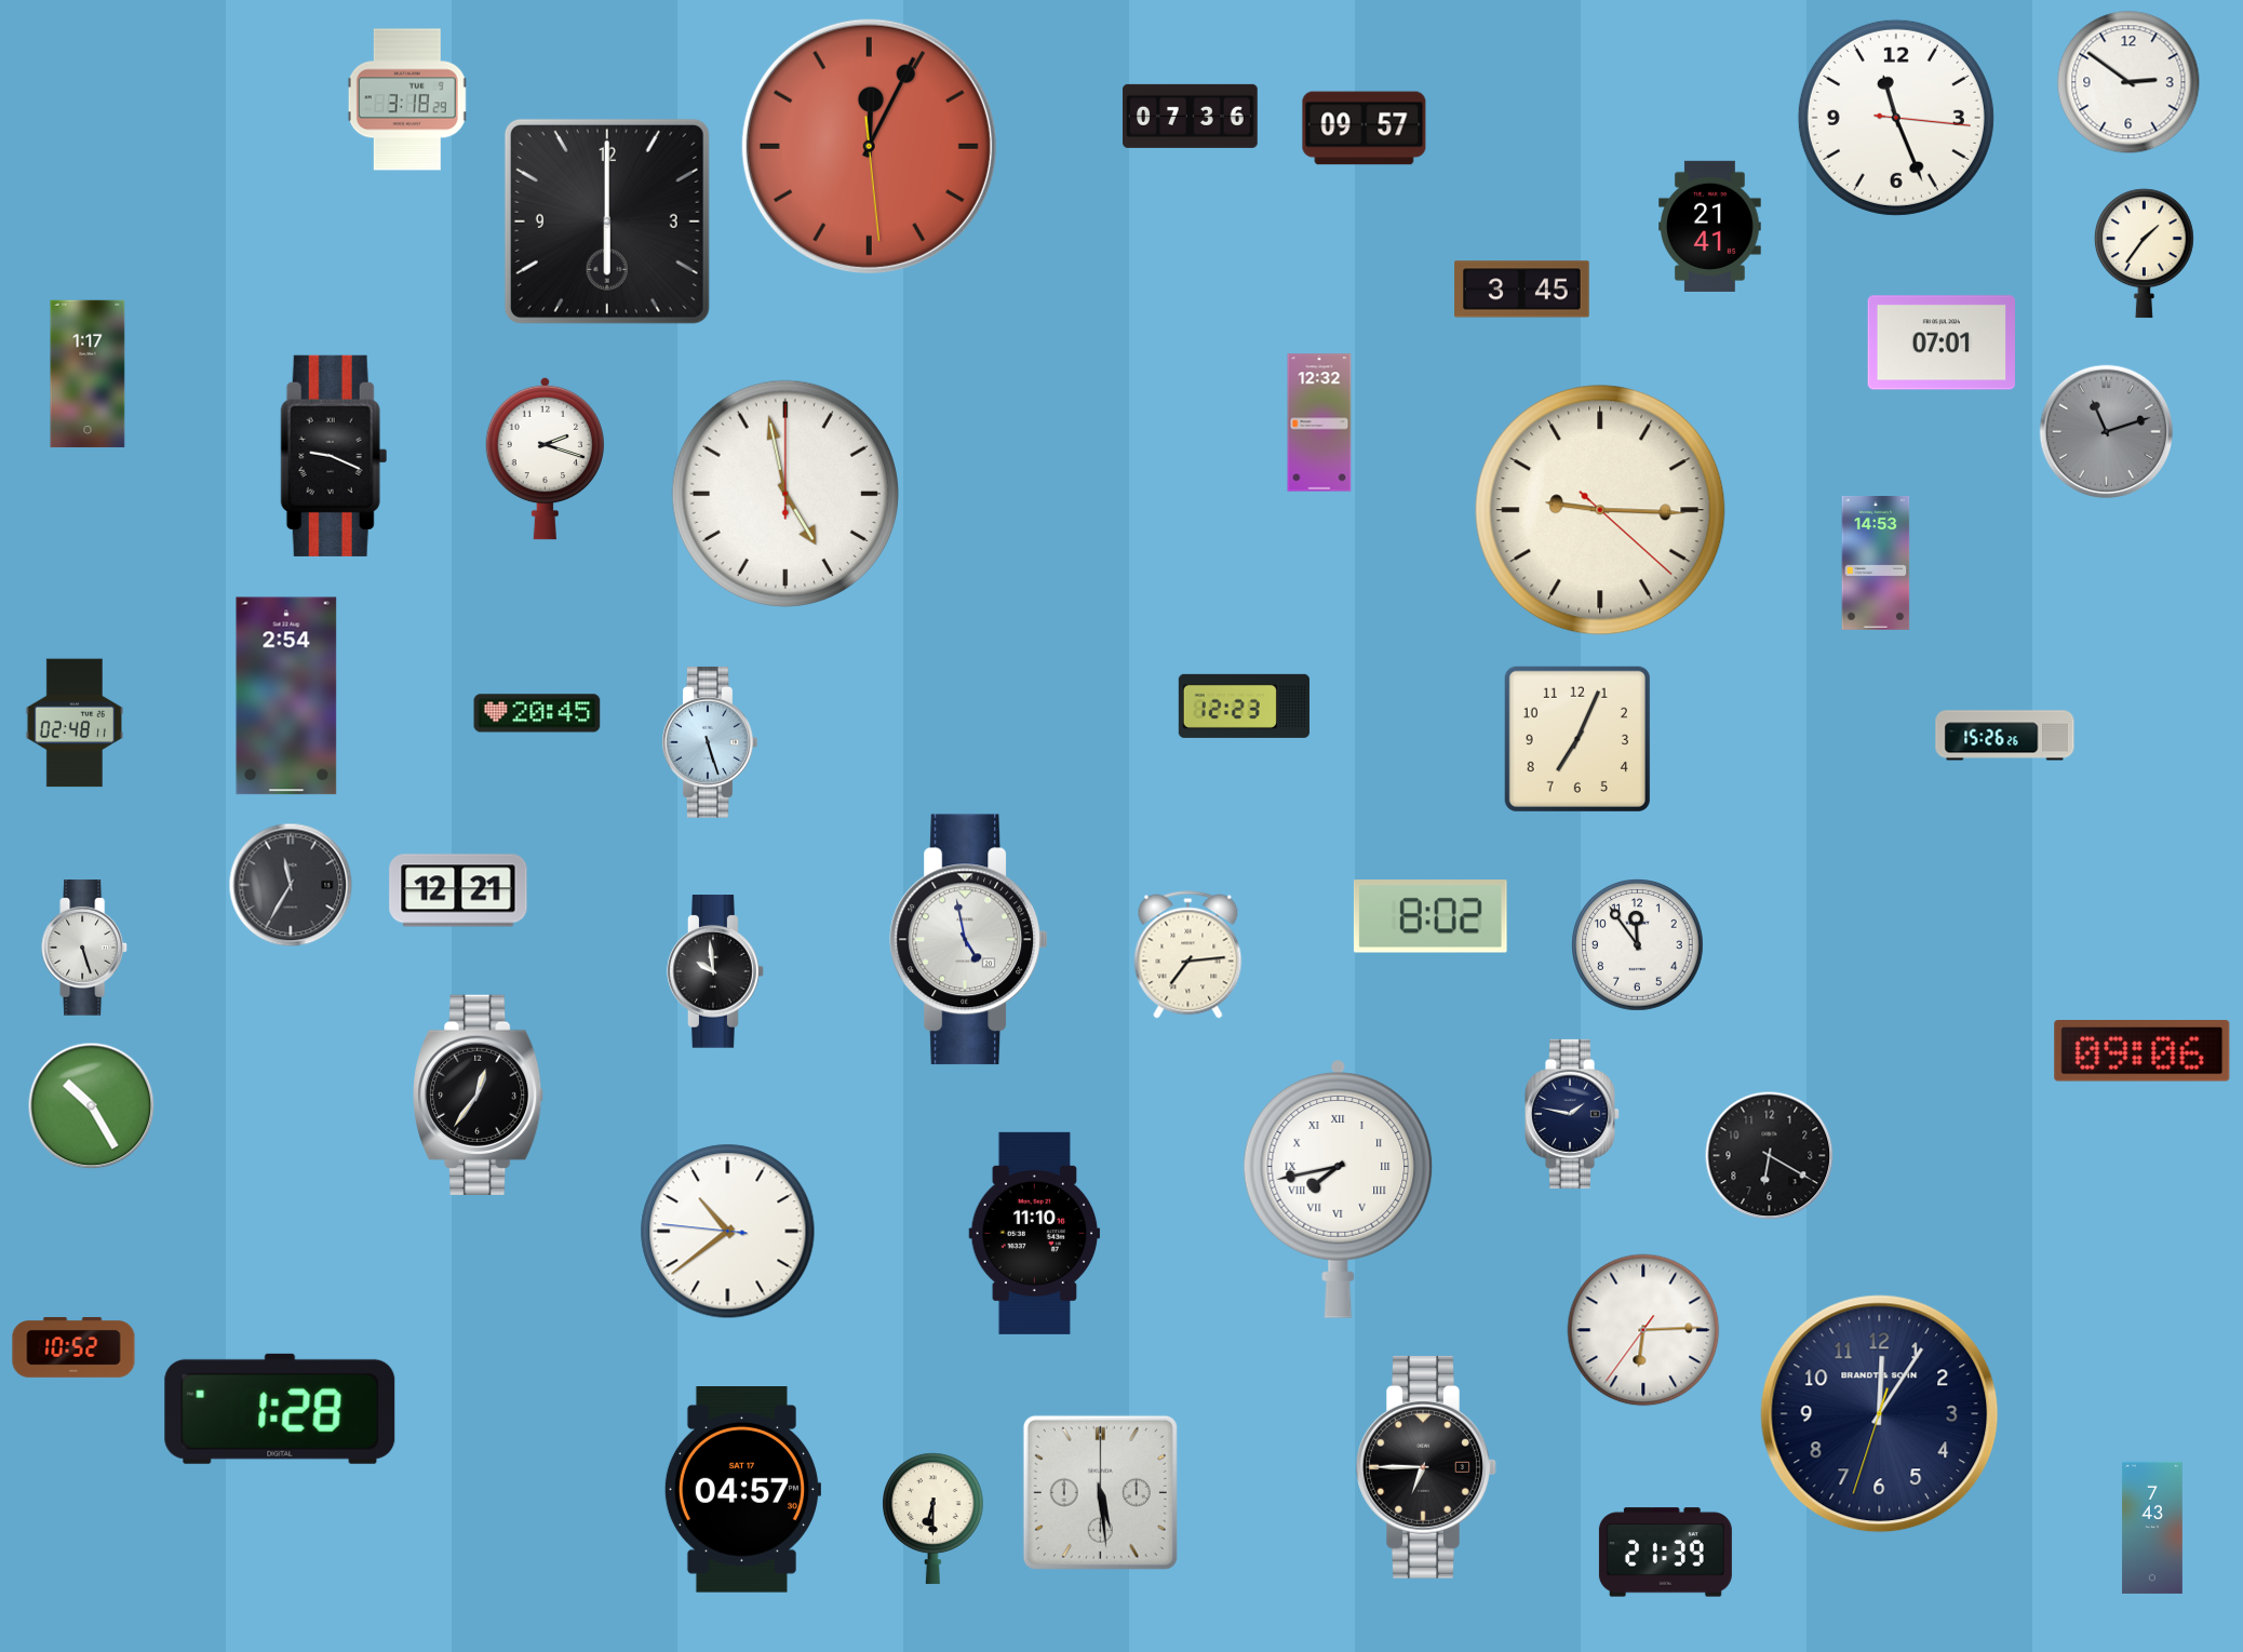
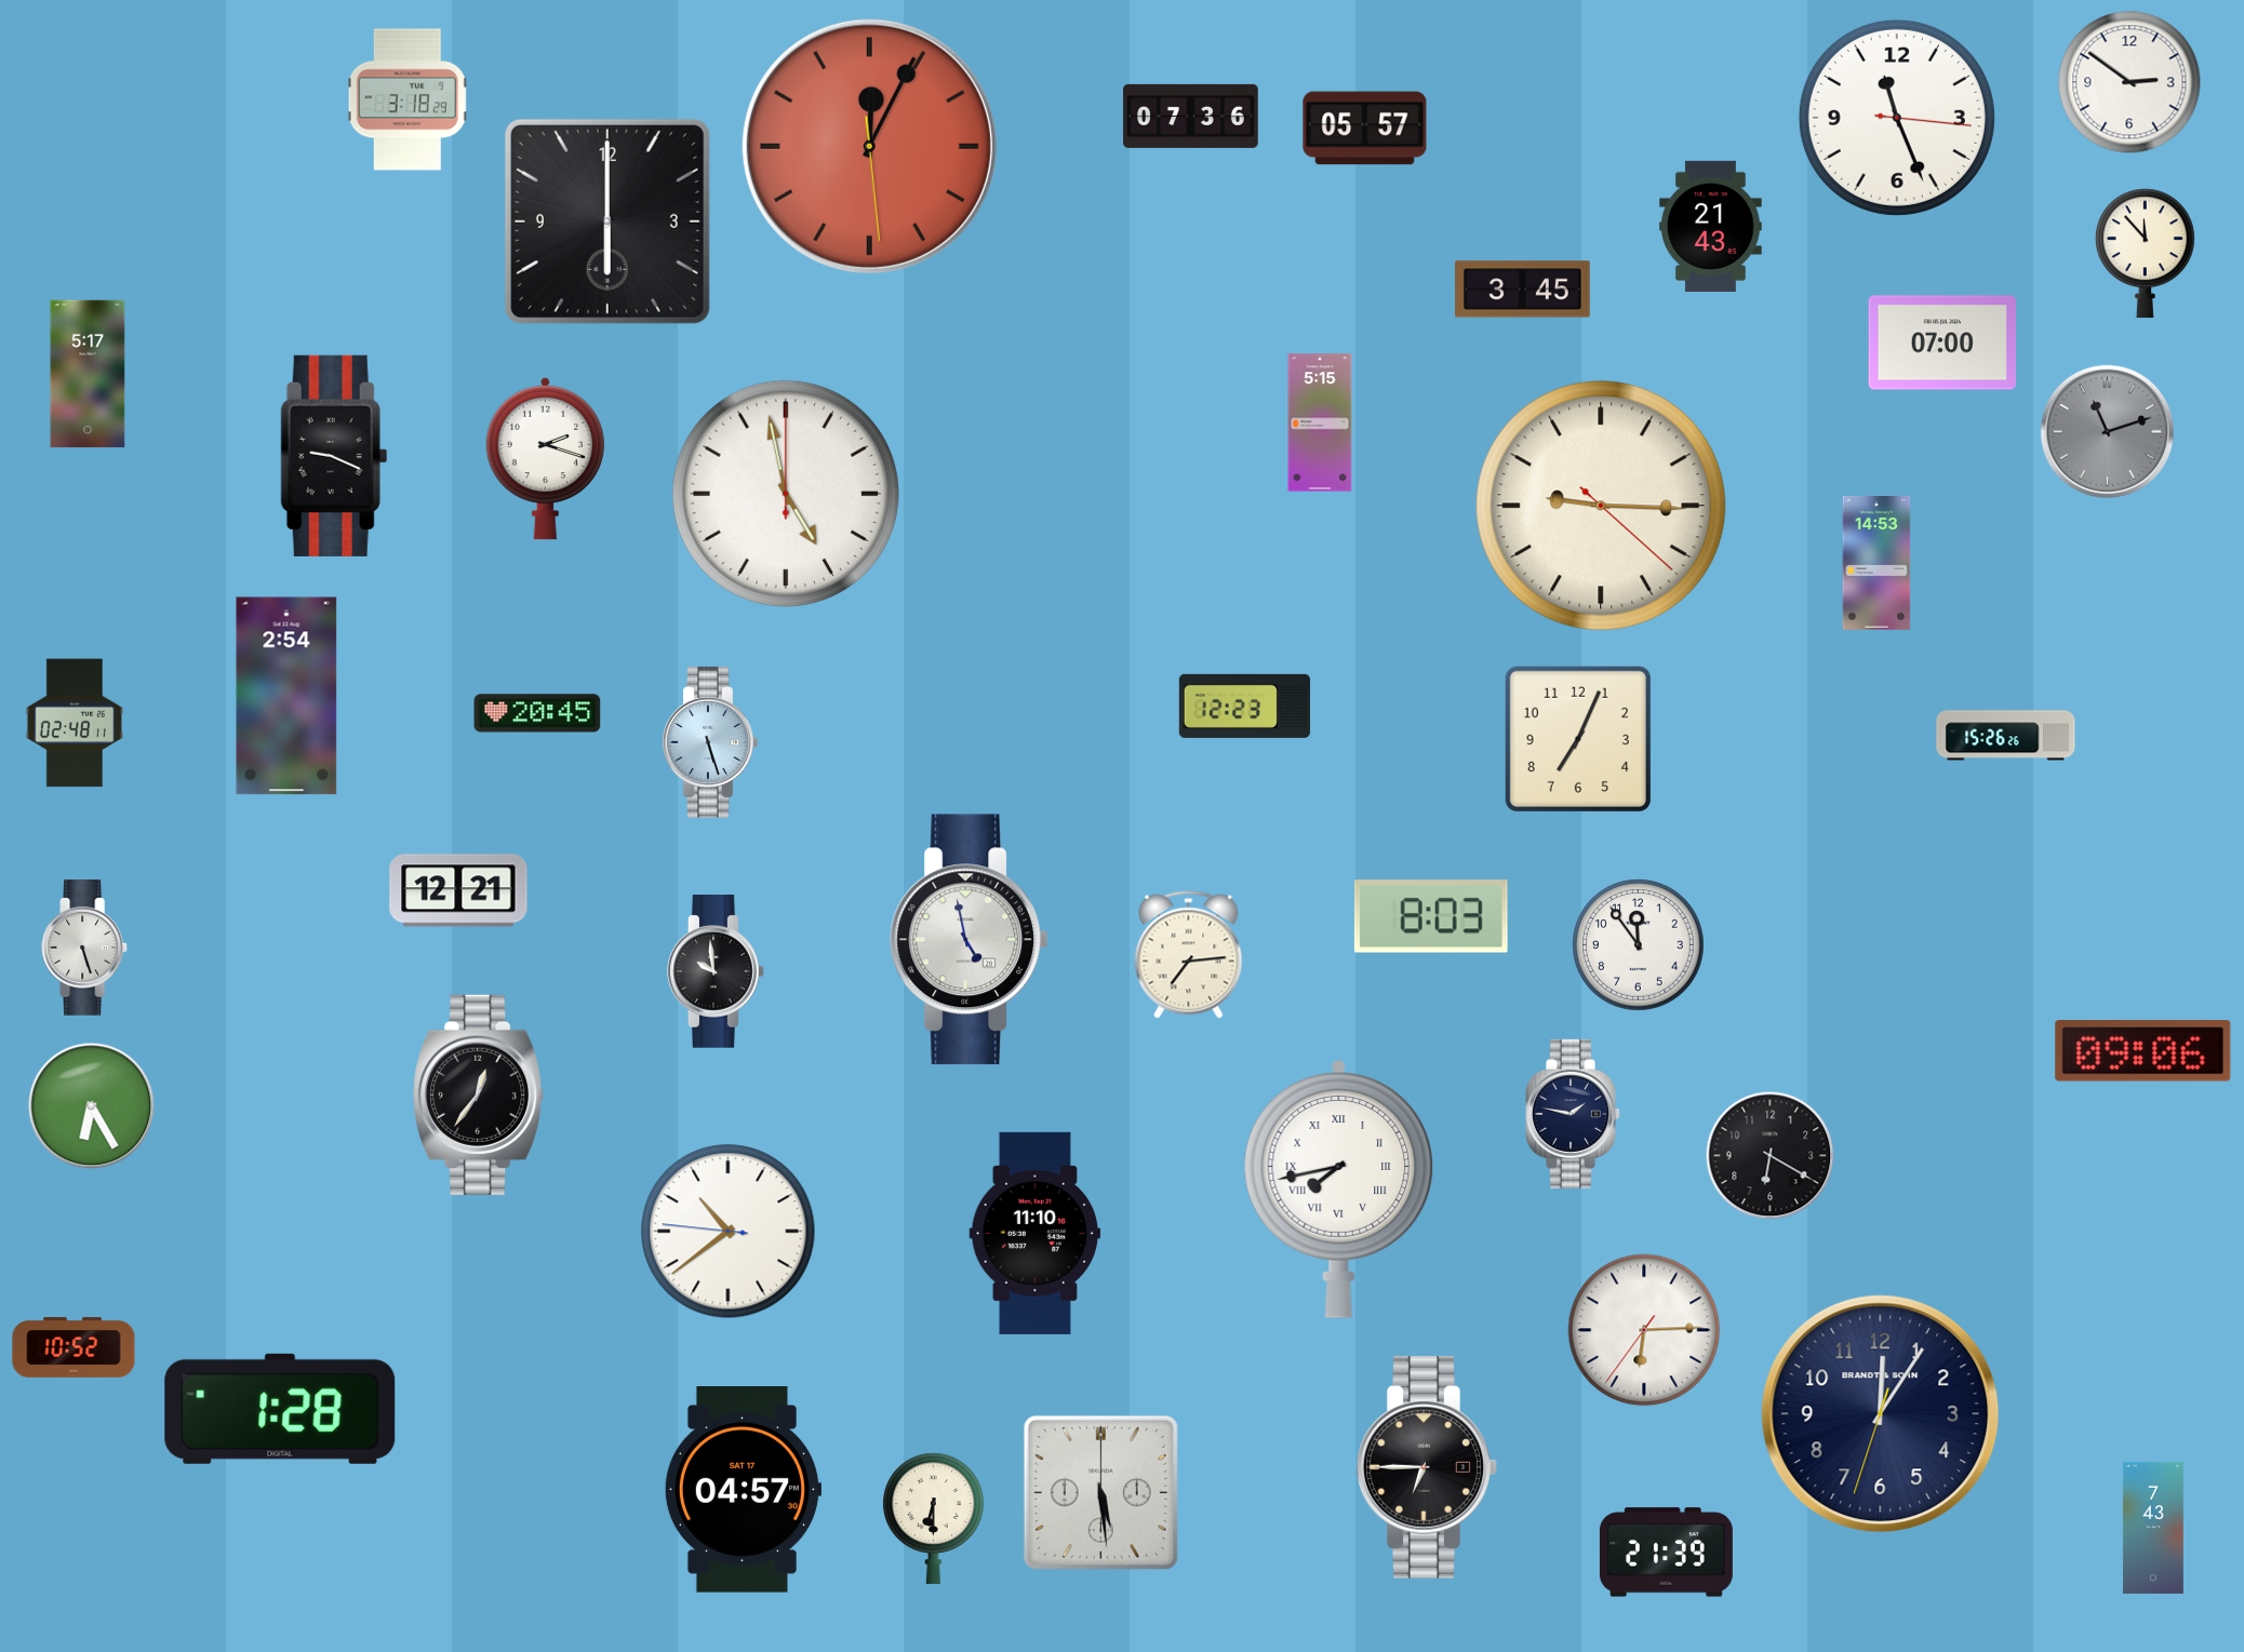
clock at (1365, 129): 09:57 -> 05:57
clock at (1710, 226): 21:41 -> 21:43
clock at (2144, 254): 1:36 -> 11:53
clock at (1940, 343): 07:01 -> 07:00
clock at (88, 374): 1:17 -> 5:17
clock at (1319, 422): 12:32 -> 5:15
clock at (1600, 510) position: (1600, 510) -> (1601, 506)
clock at (291, 885): 11:35 -> none
clock at (1431, 916): 8:02 -> 8:03
clock at (92, 1106): 10:25 -> 6:25
